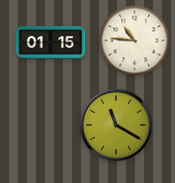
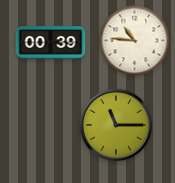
clock at (51, 43): 01:15 -> 00:39
clock at (116, 125): 11:20 -> 11:15
